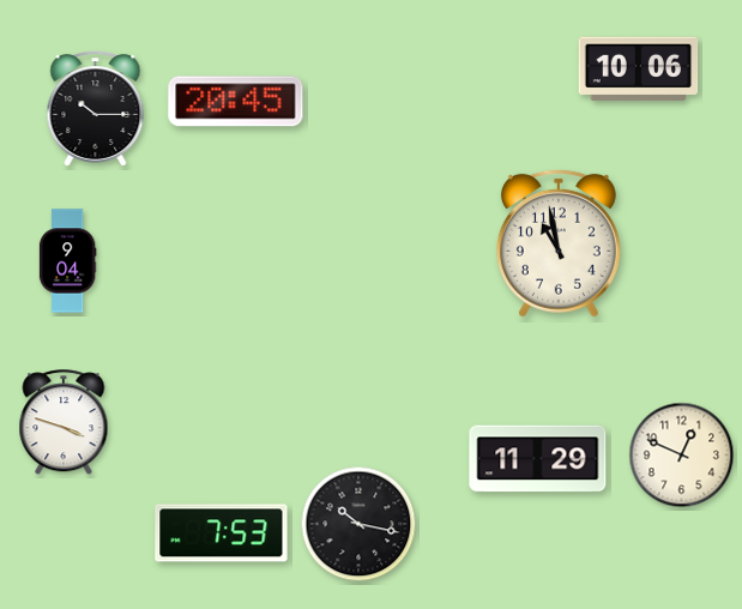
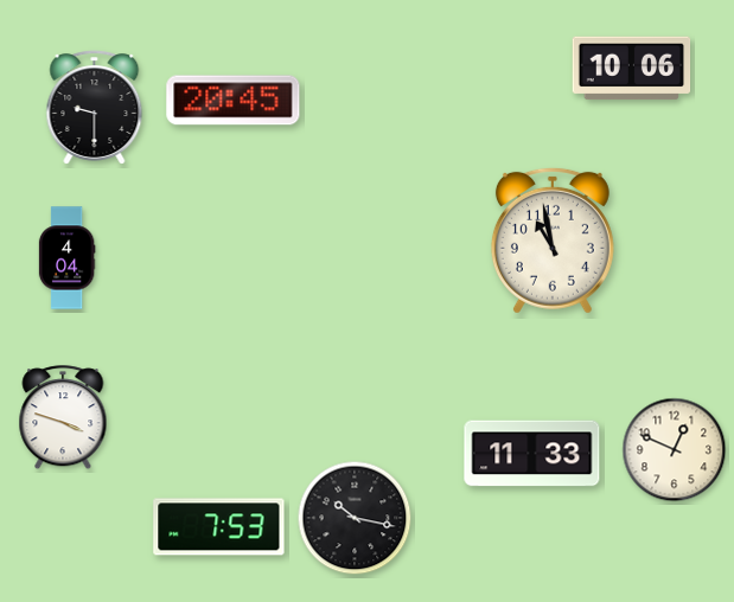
clock at (96, 109): 10:15 -> 9:30
clock at (67, 261): 9:04 -> 4:04
clock at (538, 459): 11:29 -> 11:33
